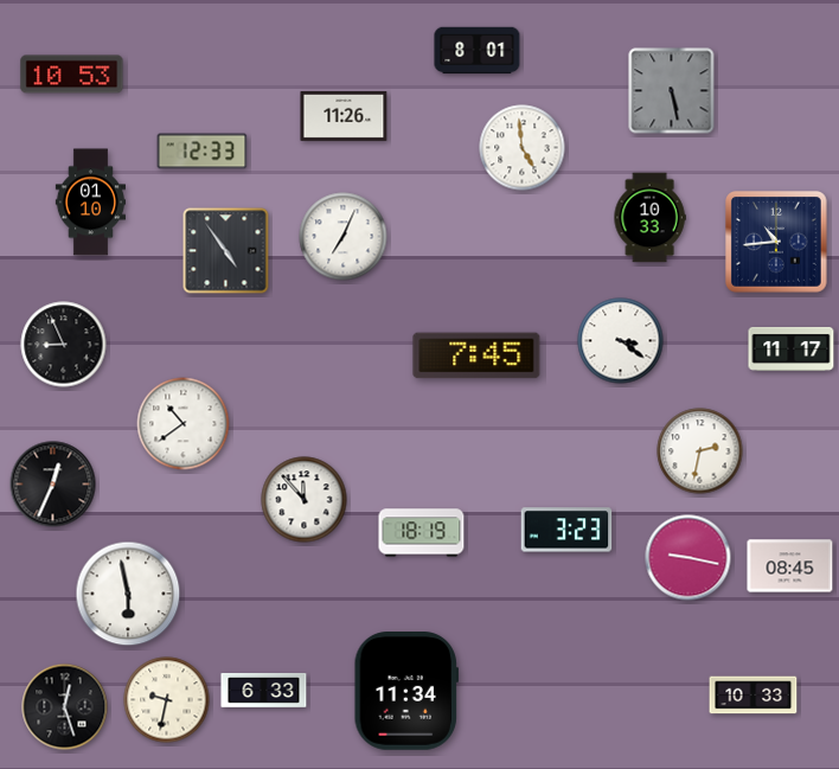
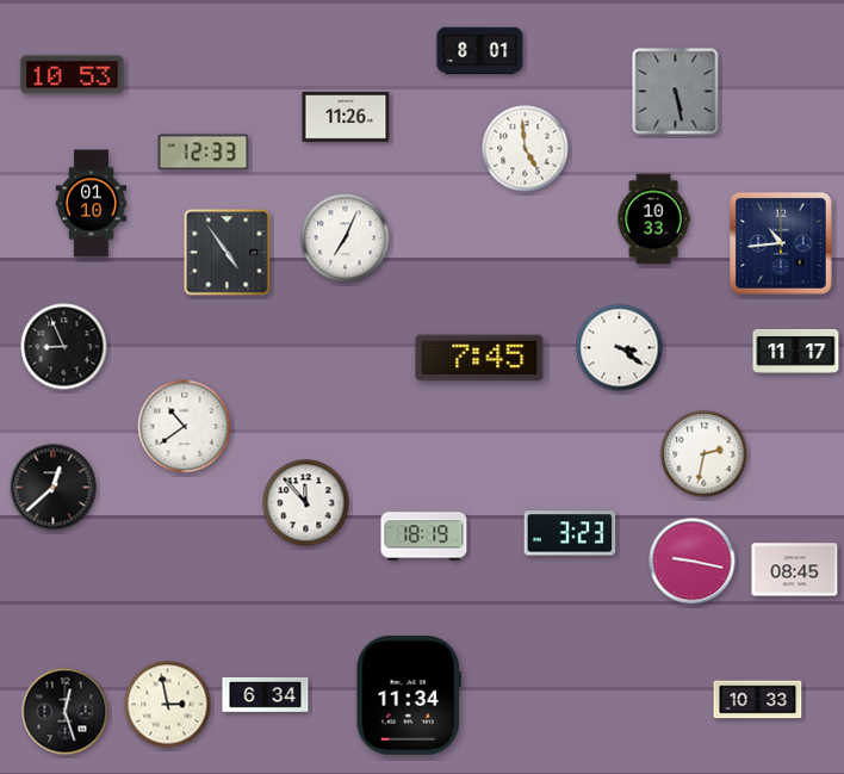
clock at (621, 341) position: (621, 341) -> (620, 348)
clock at (53, 485): 12:34 -> 12:38
clock at (128, 594): 5:58 -> none
clock at (264, 691): 6:33 -> 6:34
clock at (167, 700): 9:32 -> 2:58
